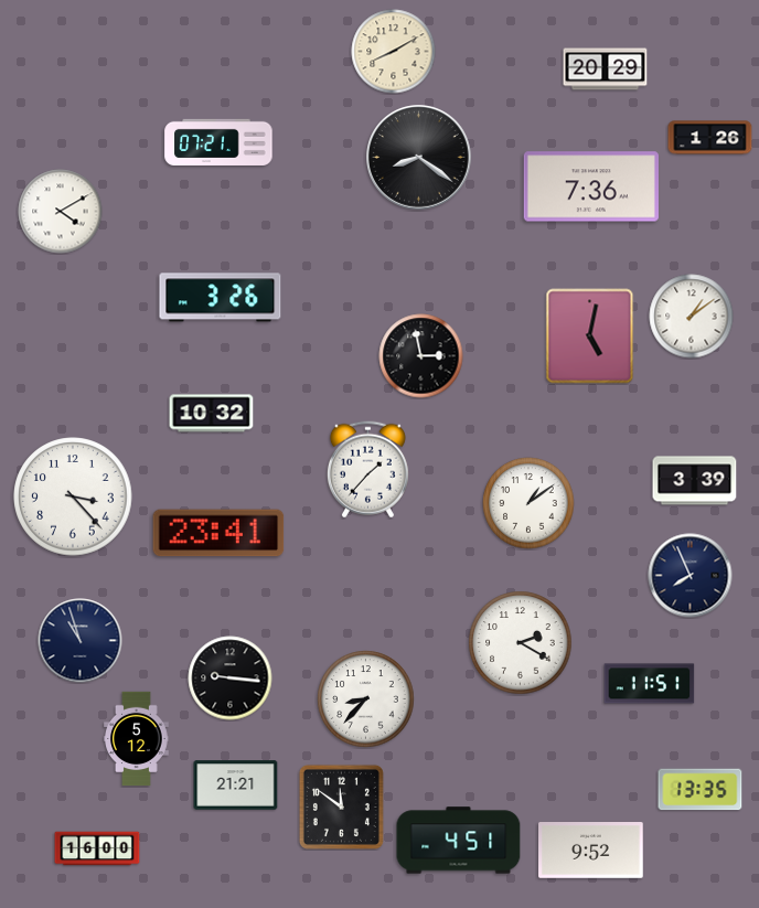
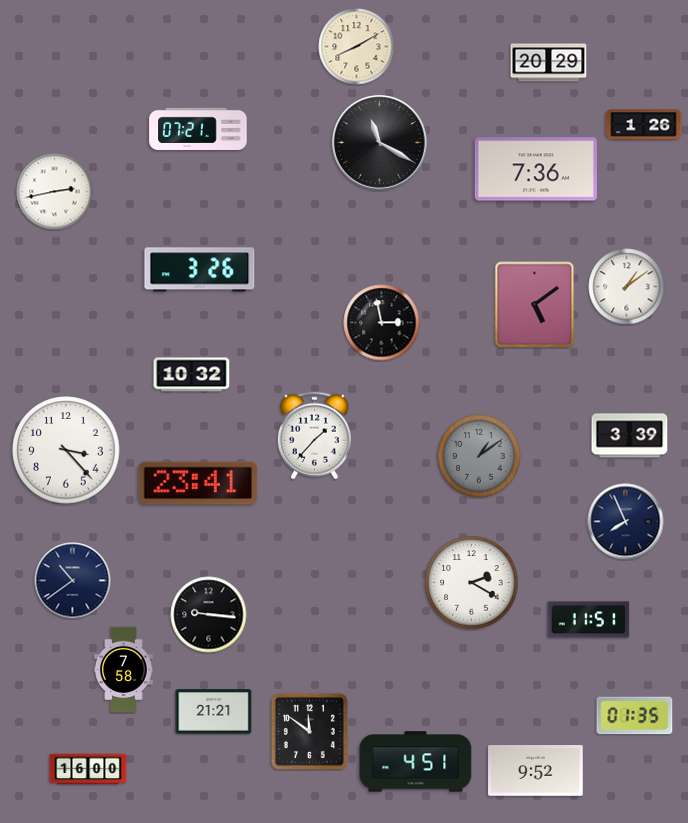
clock at (419, 158): 8:21 -> 11:20
clock at (61, 212): 4:10 -> 2:43
clock at (590, 337): 5:02 -> 5:09
clock at (367, 470) position: (367, 470) -> (314, 436)
clock at (528, 503) dial: white -> grey
clock at (81, 641): 10:57 -> 10:39
clock at (366, 699): 8:37 -> none
clock at (137, 739): 5:12 -> 7:58
clock at (701, 790): 13:35 -> 01:35
